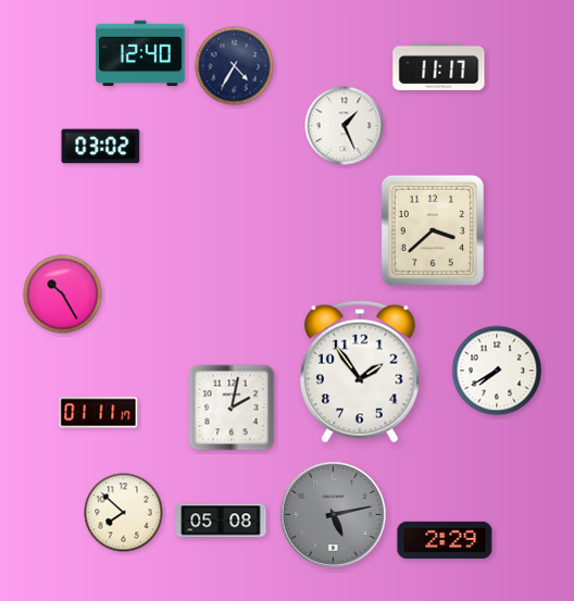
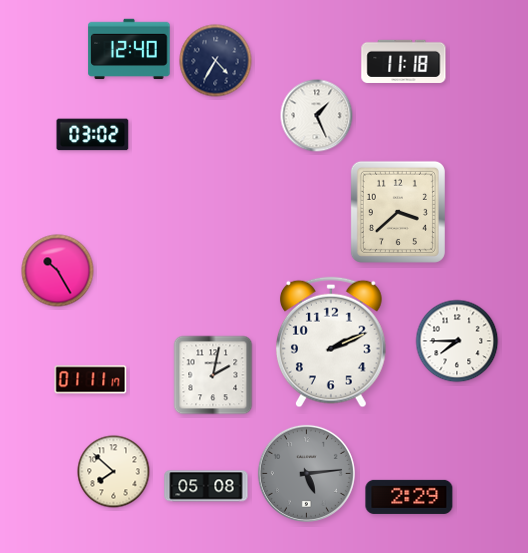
clock at (439, 66): 11:17 -> 11:18
clock at (497, 371): 7:40 -> 7:45
clock at (361, 372): 1:54 -> 2:11
clock at (333, 514): 5:13 -> 5:14
clock at (221, 521) position: (221, 521) -> (206, 486)
